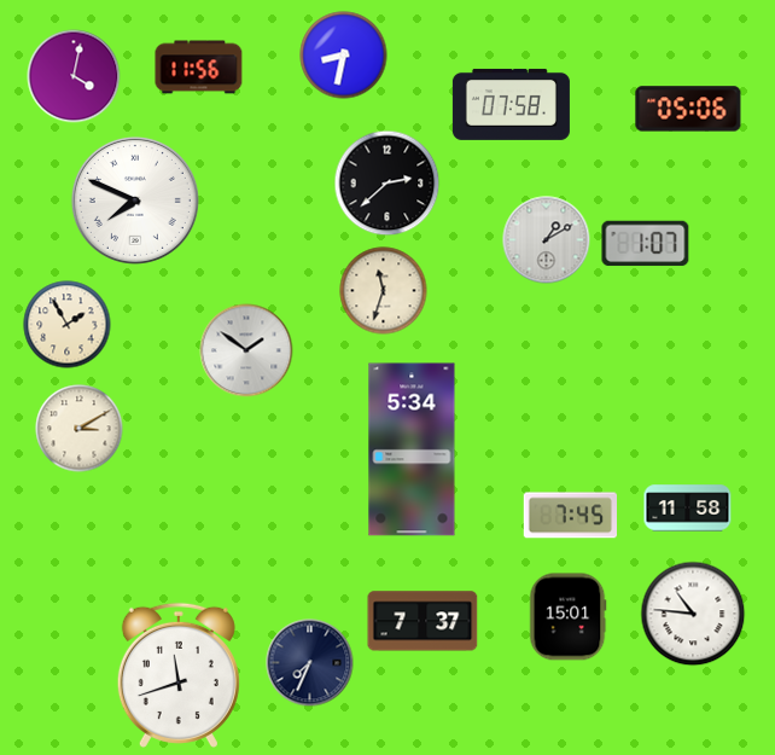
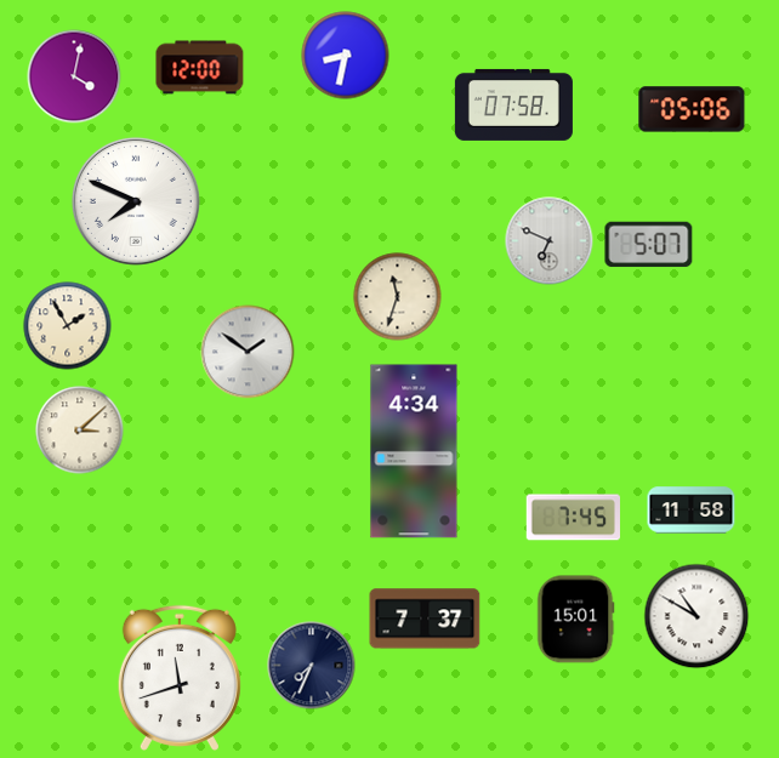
clock at (199, 68): 11:56 -> 12:00
clock at (387, 184): 2:38 -> none
clock at (547, 240): 1:10 -> 6:49
clock at (646, 244): 1:07 -> 5:07
clock at (384, 291) position: (384, 291) -> (398, 297)
clock at (80, 429): 3:10 -> 3:08
clock at (412, 449): 5:34 -> 4:34
clock at (693, 614): 10:46 -> 10:50
clock at (569, 617) position: (569, 617) -> (576, 620)
clock at (423, 621) position: (423, 621) -> (425, 619)
